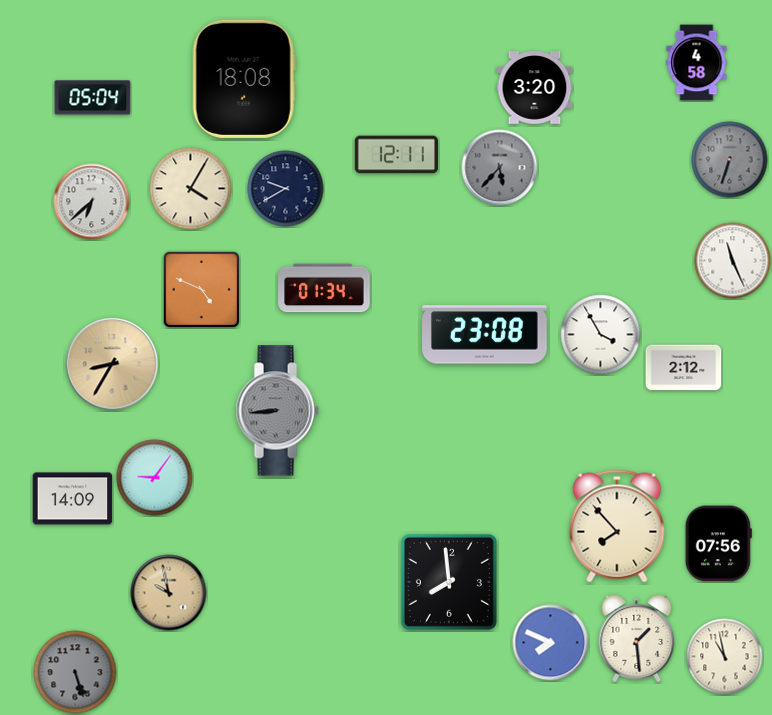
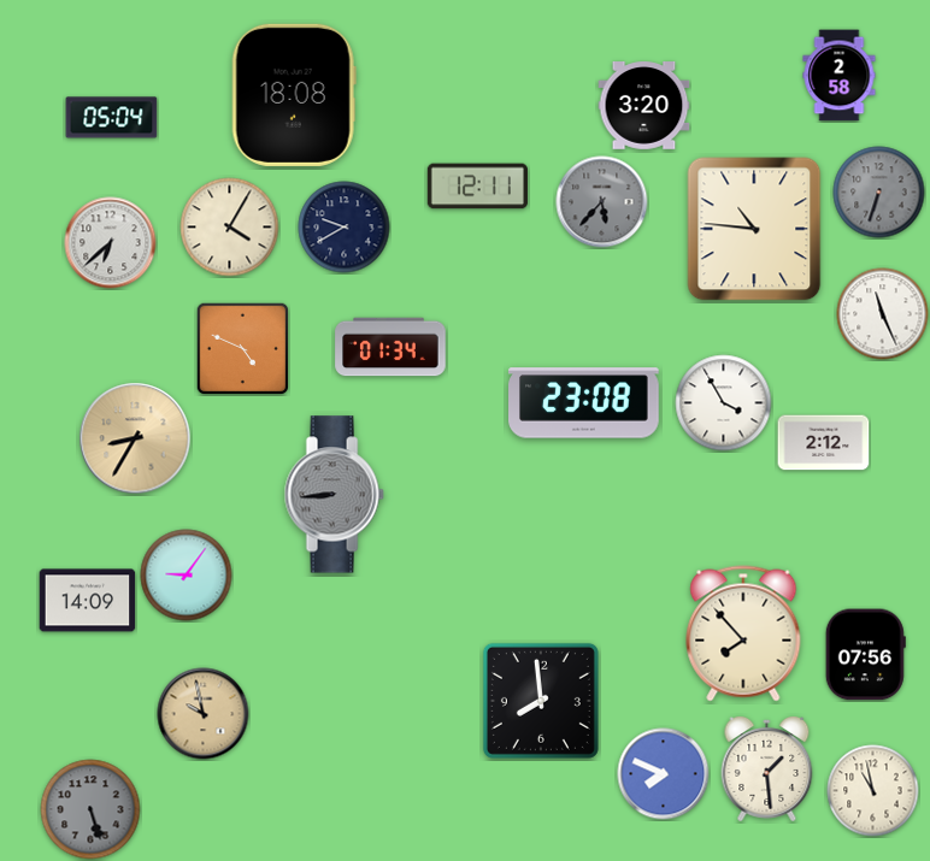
clock at (697, 63): 4:58 -> 2:58
clock at (754, 229): none -> 10:46
